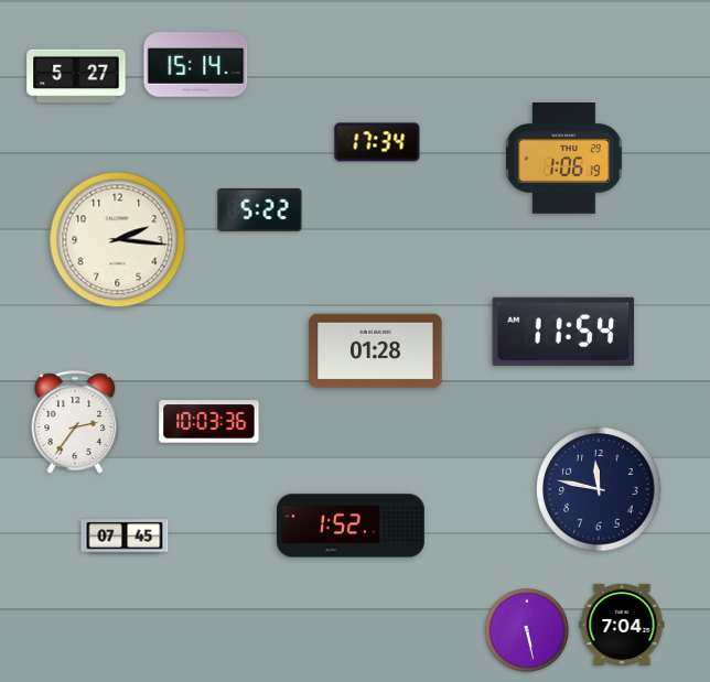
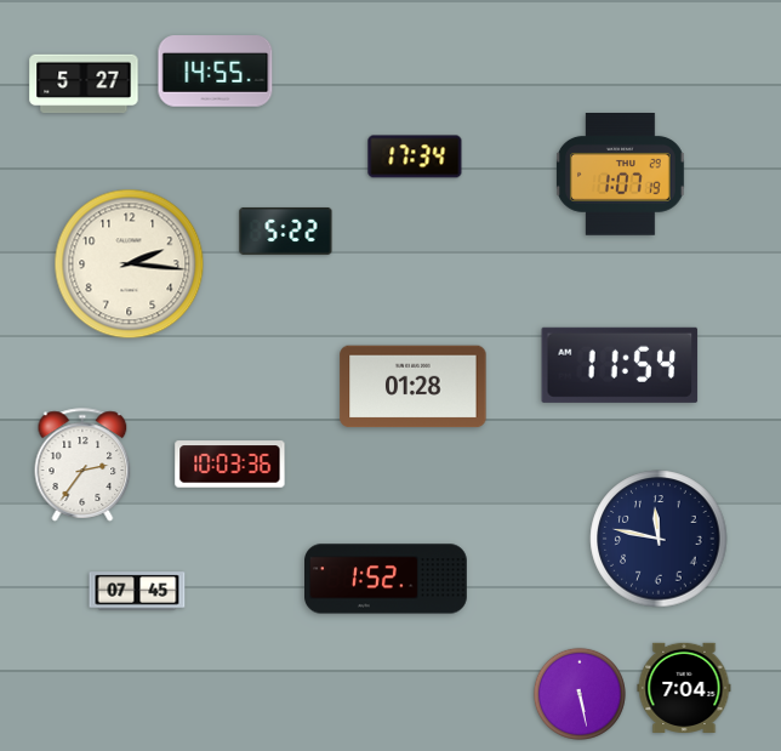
clock at (196, 65): 15:14 -> 14:55
clock at (564, 159): 1:06 -> 1:07
